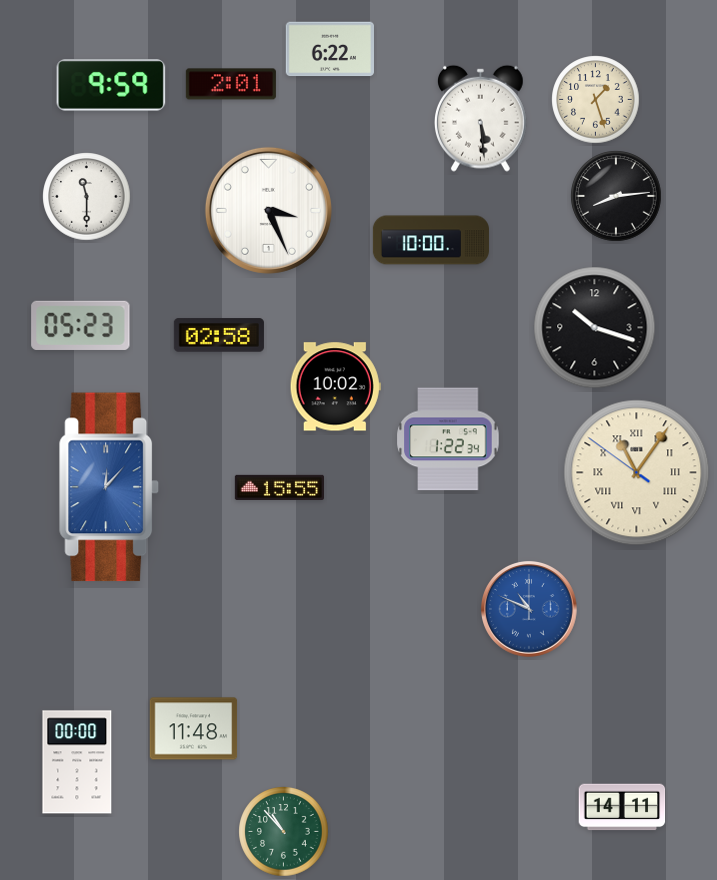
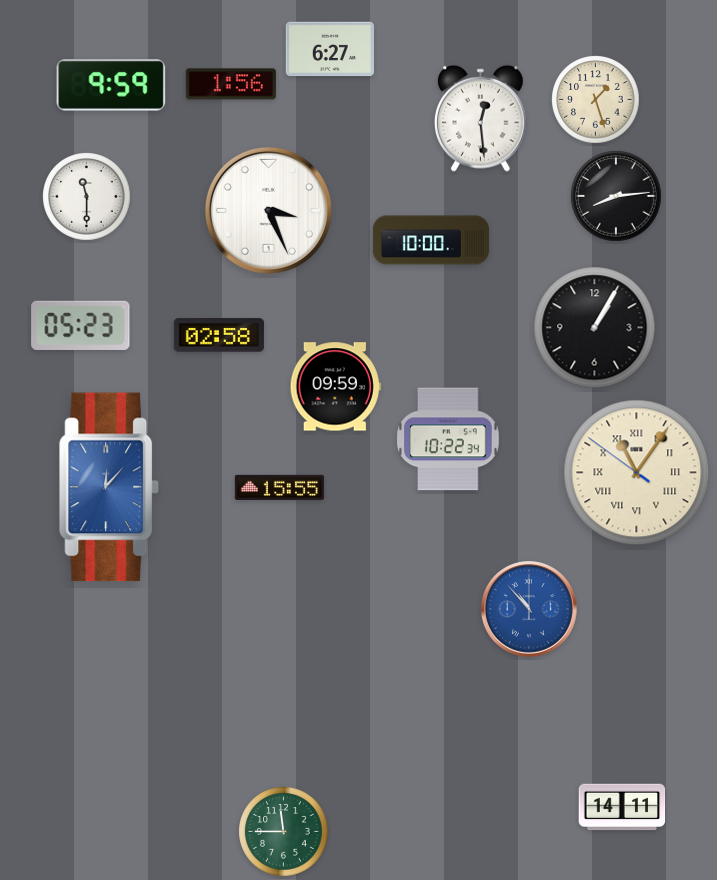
clock at (329, 49): 6:22 -> 6:27
clock at (231, 84): 2:01 -> 1:56
clock at (481, 118): 5:29 -> 12:29
clock at (595, 328): 10:18 -> 1:05
clock at (335, 387): 10:02 -> 09:59
clock at (448, 439): 1:22 -> 10:22
clock at (530, 610): 10:49 -> 10:53
clock at (194, 729): 11:48 -> none
clock at (77, 762): 00:00 -> none
clock at (284, 832): 10:53 -> 11:45
